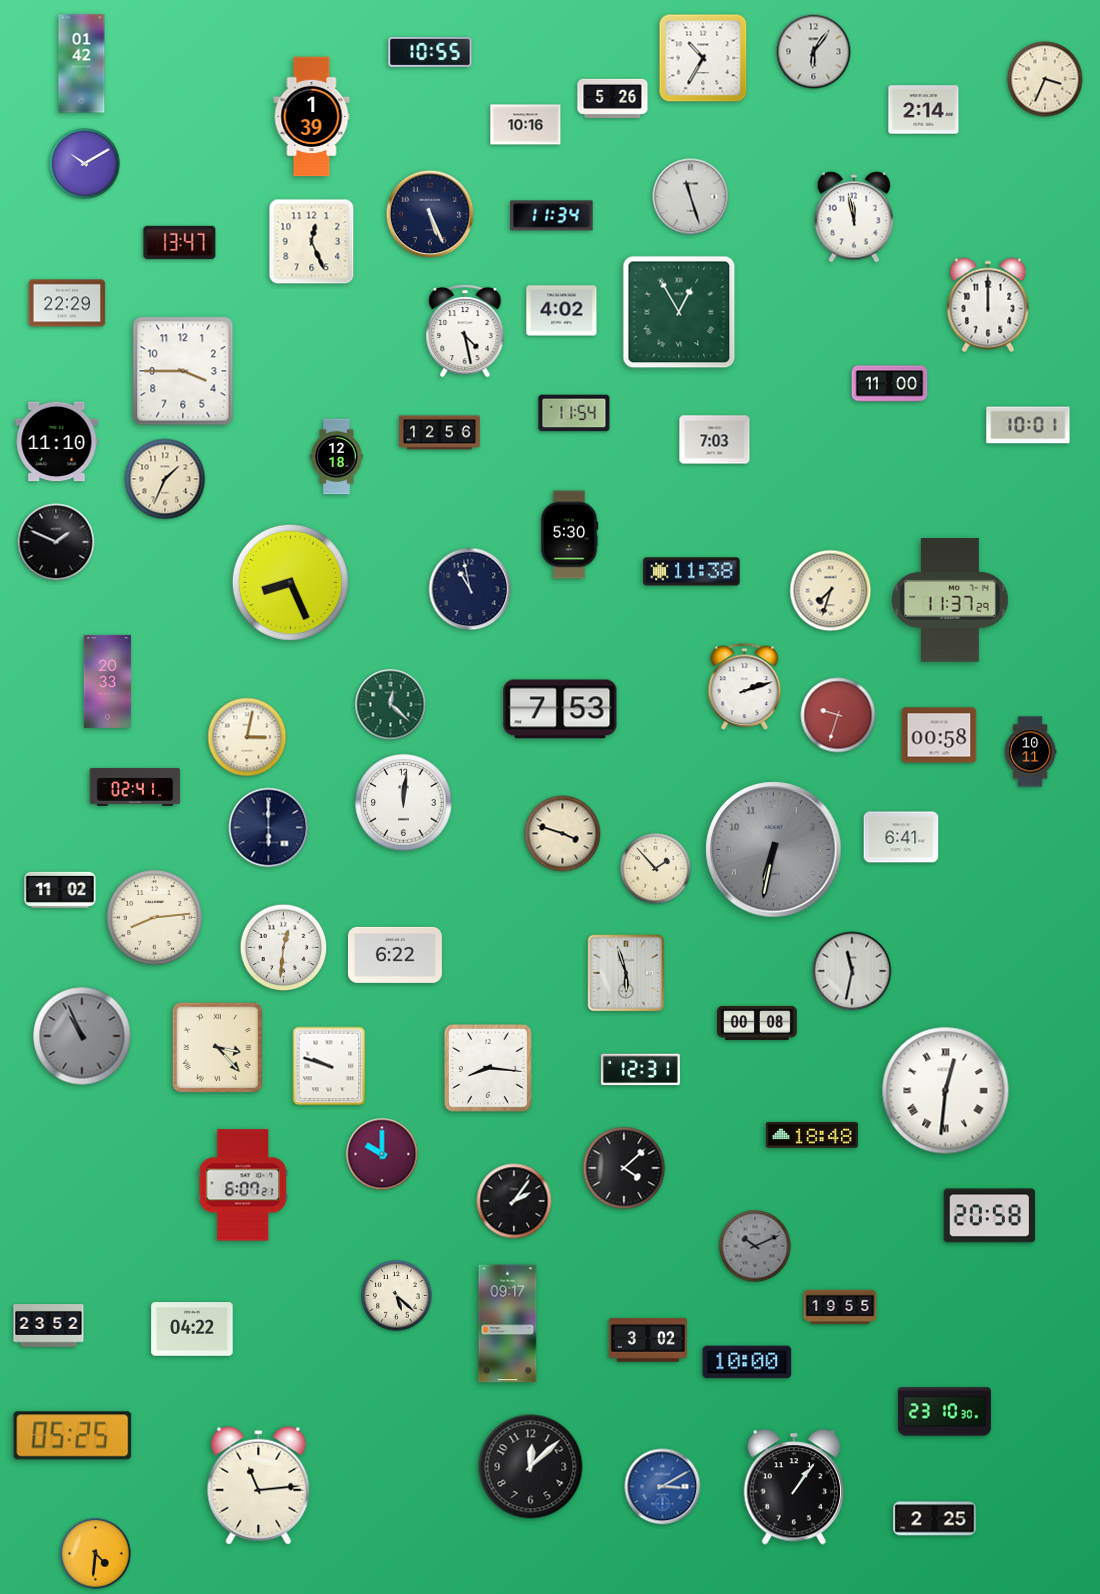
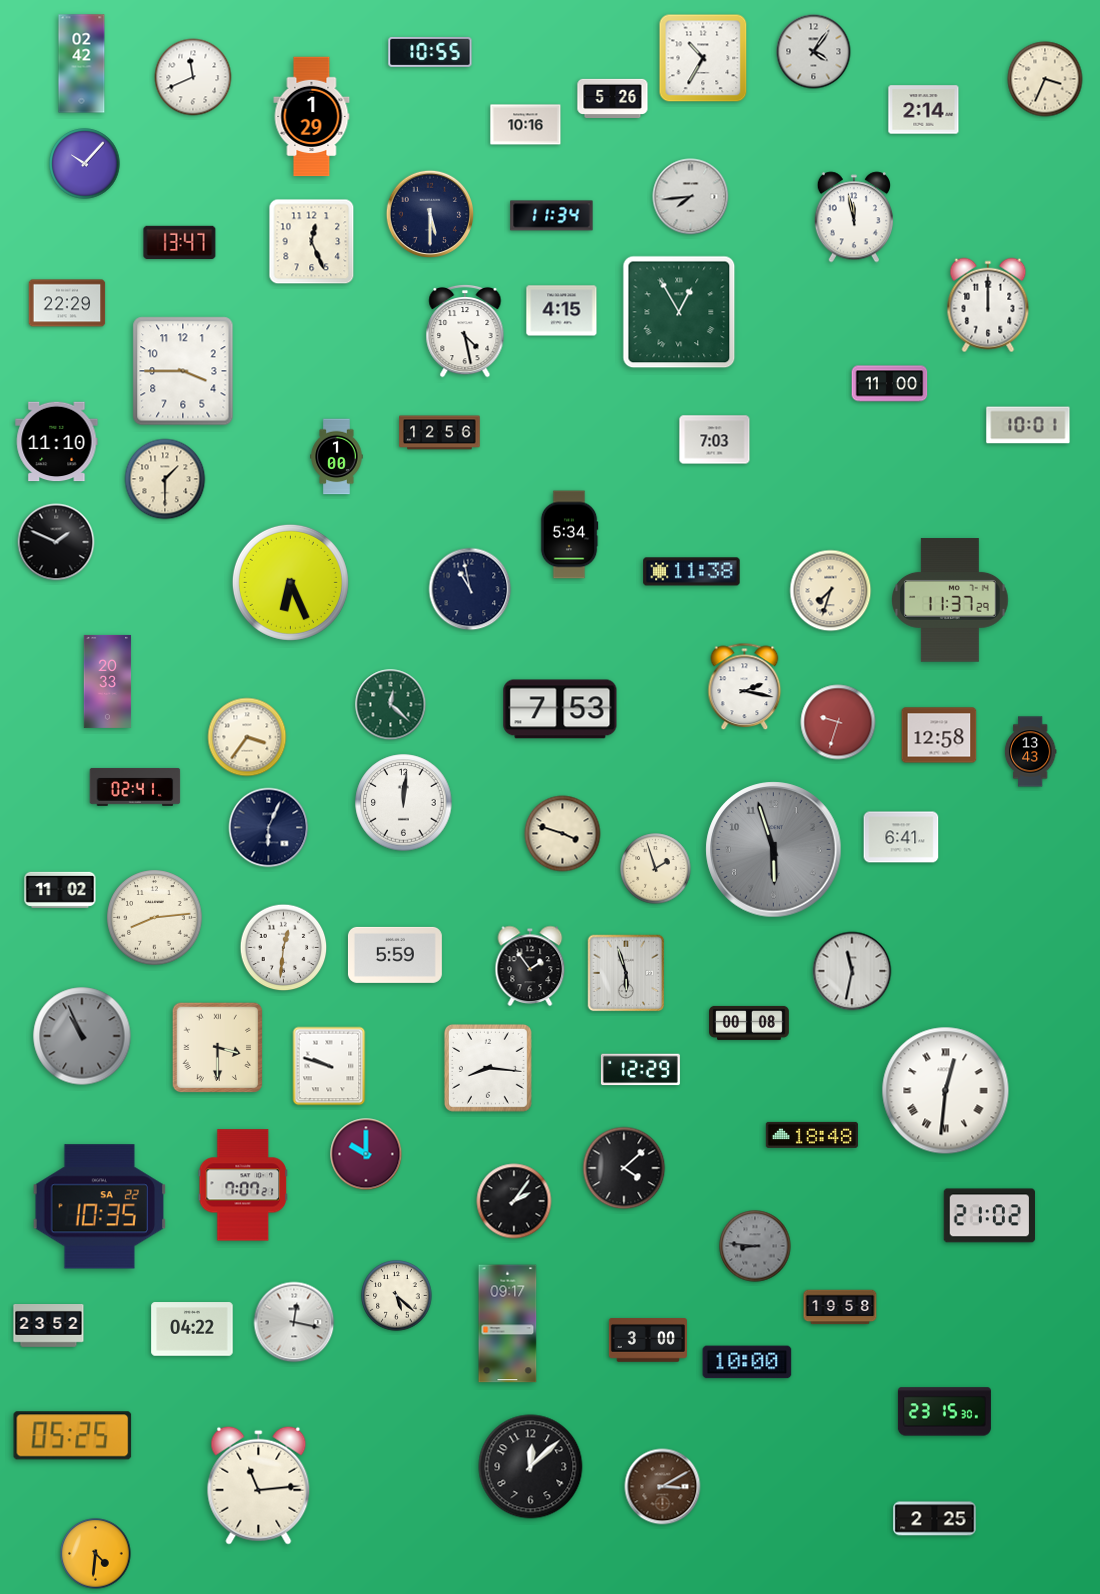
clock at (814, 52): 6:06 -> 4:06
clock at (82, 64): 01:42 -> 02:42
clock at (193, 77): none -> 11:41
clock at (312, 117): 1:39 -> 1:29
clock at (85, 164): 10:10 -> 10:07
clock at (691, 197): 11:27 -> 7:44
clock at (429, 213): 5:26 -> 5:30
clock at (562, 311): 4:02 -> 4:15
clock at (574, 413): 11:54 -> none
clock at (337, 457): 12:18 -> 1:00
clock at (165, 479): 1:34 -> 1:30
clock at (569, 535): 5:30 -> 5:34
clock at (290, 582): 8:26 -> 6:26
clock at (745, 687): 2:12 -> 2:17
clock at (838, 715) position: (838, 715) -> (838, 722)
clock at (939, 735): 00:58 -> 12:58
clock at (247, 737): 3:02 -> 3:36
clock at (1030, 752): 10:11 -> 13:43
clock at (269, 828): 6:00 -> 6:04
clock at (774, 850): 6:32 -> 5:57
clock at (656, 869): 1:53 -> 1:57
clock at (395, 955): 6:22 -> 5:59
clock at (530, 966): none -> 1:54
clock at (758, 1023) position: (758, 1023) -> (750, 1023)
clock at (217, 1047): 3:23 -> 3:30
clock at (640, 1070): 12:31 -> 12:29
clock at (382, 1154) position: (382, 1154) -> (366, 1154)
clock at (242, 1185): 6:07 -> 7:07
clock at (99, 1207): none -> 10:35
clock at (989, 1216): 20:58 -> 21:02
clock at (755, 1246): 10:11 -> 8:46
clock at (840, 1307): 19:55 -> 19:58
clock at (294, 1322): none -> 12:17
clock at (648, 1340): 3:02 -> 3:00
clock at (944, 1412): 23:10 -> 23:15
clock at (663, 1487) dial: blue -> brown
clock at (794, 1487): 1:06 -> none
